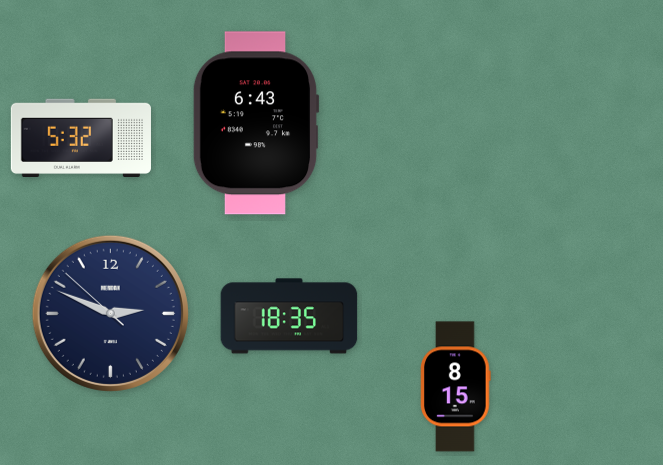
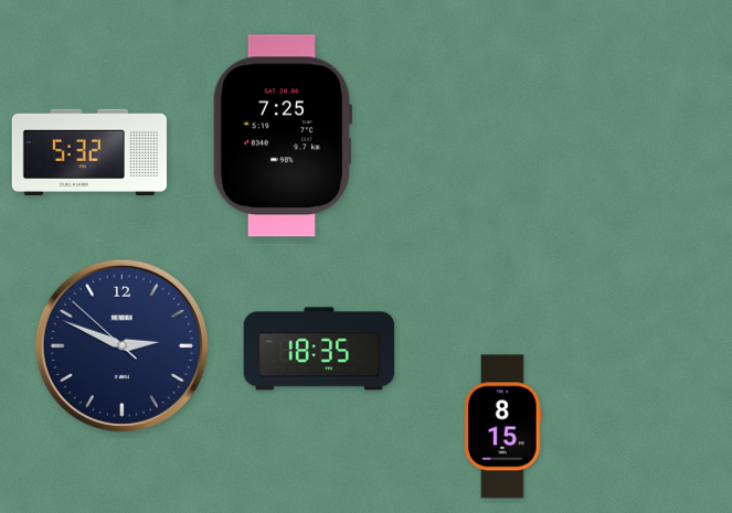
clock at (256, 123): 6:43 -> 7:25
